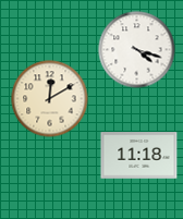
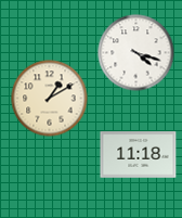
clock at (137, 50) position: (137, 50) -> (136, 53)
clock at (50, 99): 12:10 -> 1:10
